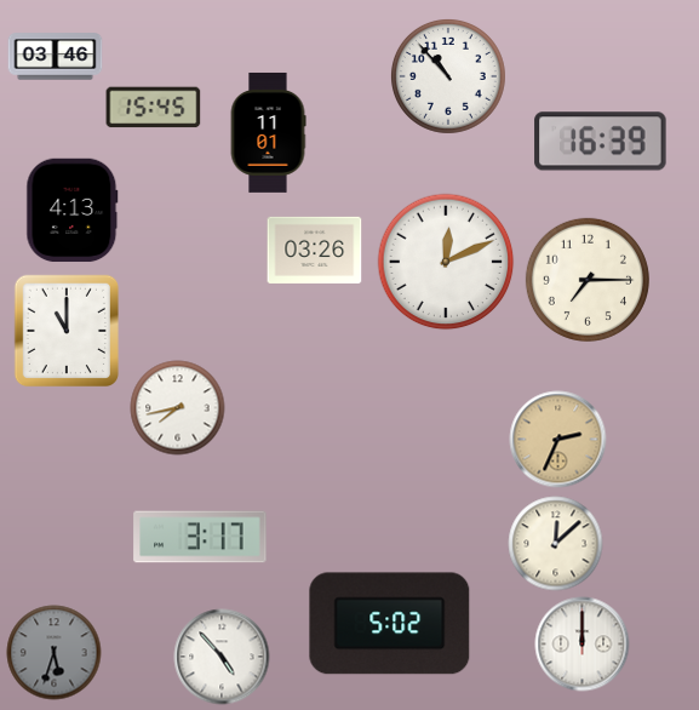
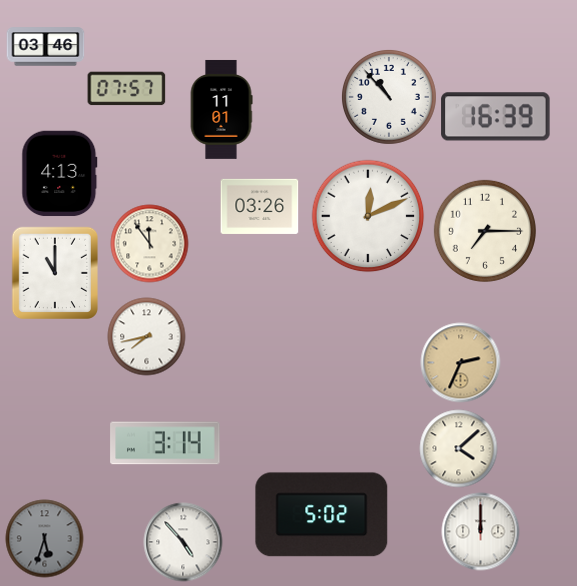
clock at (448, 76) position: (448, 76) -> (389, 97)
clock at (153, 108): 15:45 -> 07:57
clock at (149, 243): none -> 11:54
clock at (200, 537): 3:17 -> 3:14
clock at (555, 543): 12:08 -> 4:08
